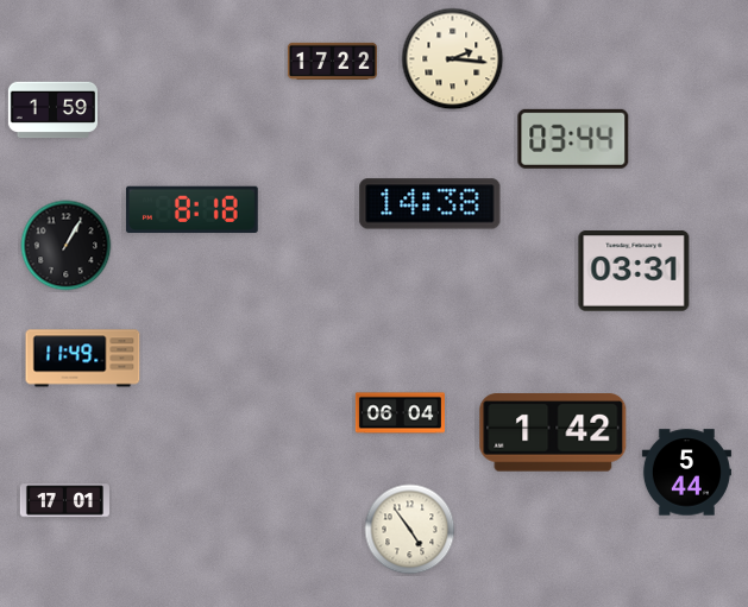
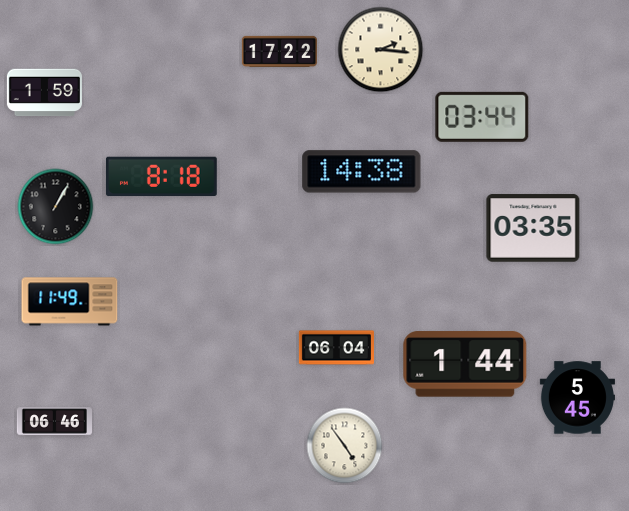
clock at (634, 271): 03:31 -> 03:35
clock at (553, 432): 1:42 -> 1:44
clock at (686, 473): 5:44 -> 5:45
clock at (64, 501): 17:01 -> 06:46
